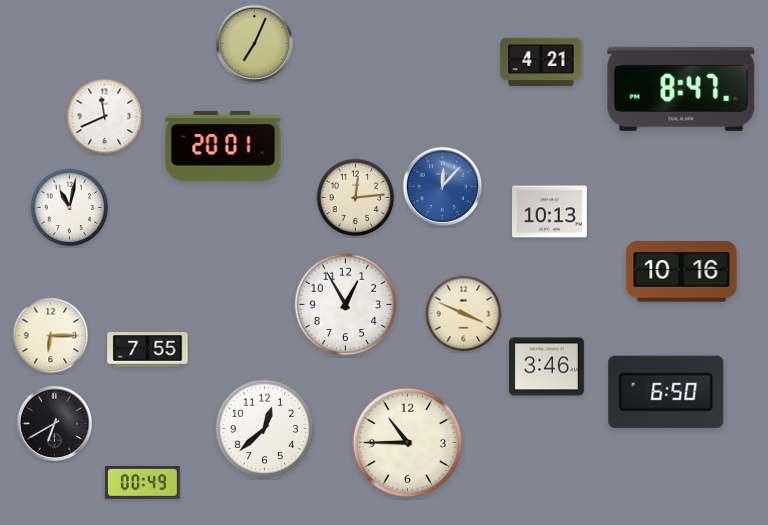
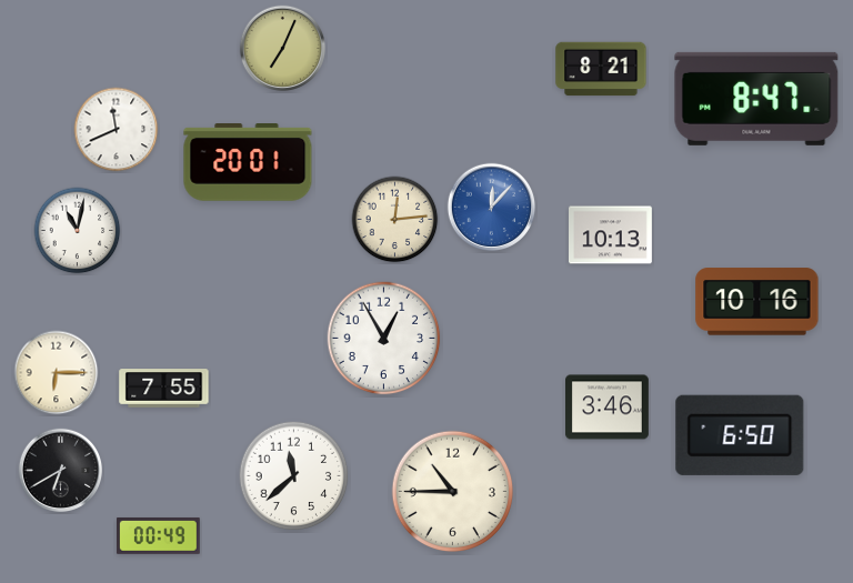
clock at (541, 62): 4:21 -> 8:21
clock at (464, 314): 3:49 -> none
clock at (265, 429): 12:38 -> 11:38
